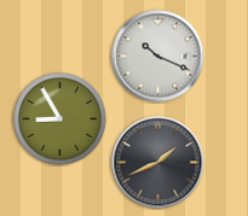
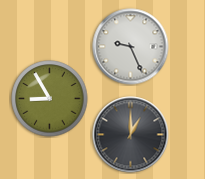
clock at (158, 57): 10:19 -> 9:26
clock at (158, 163): 1:41 -> 1:00
